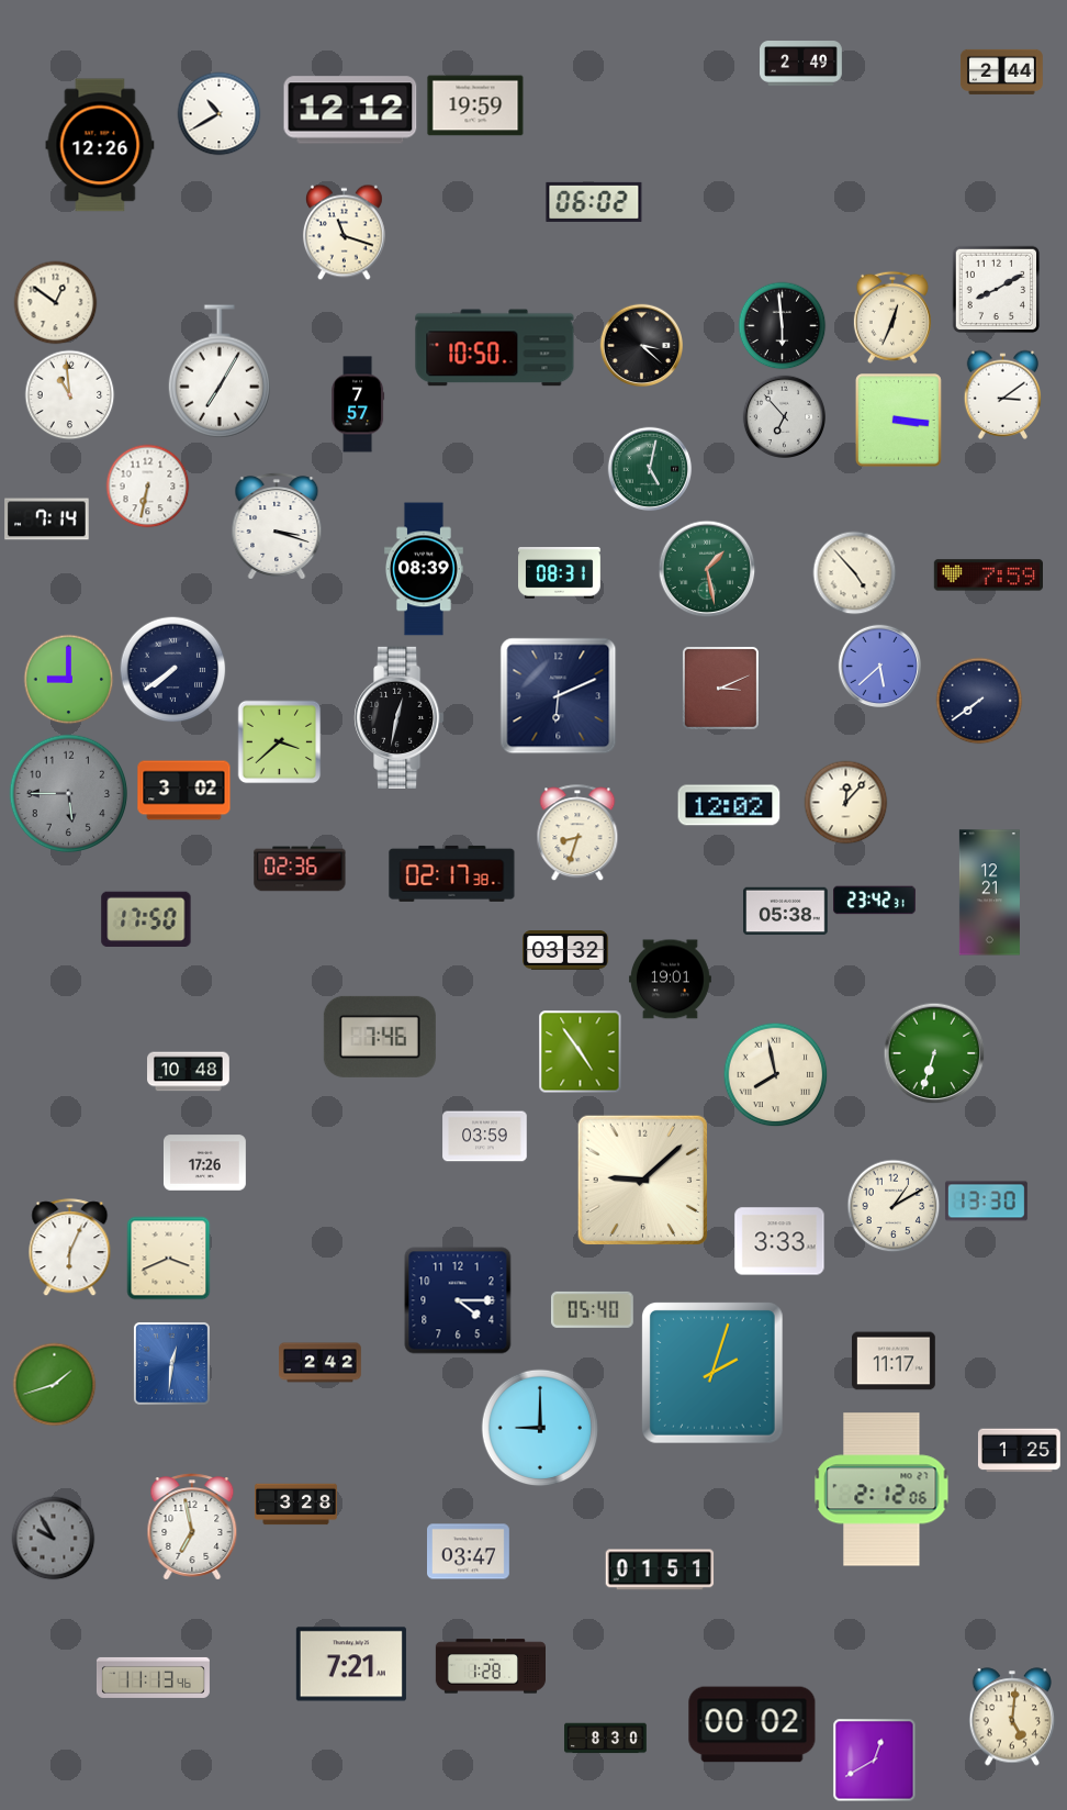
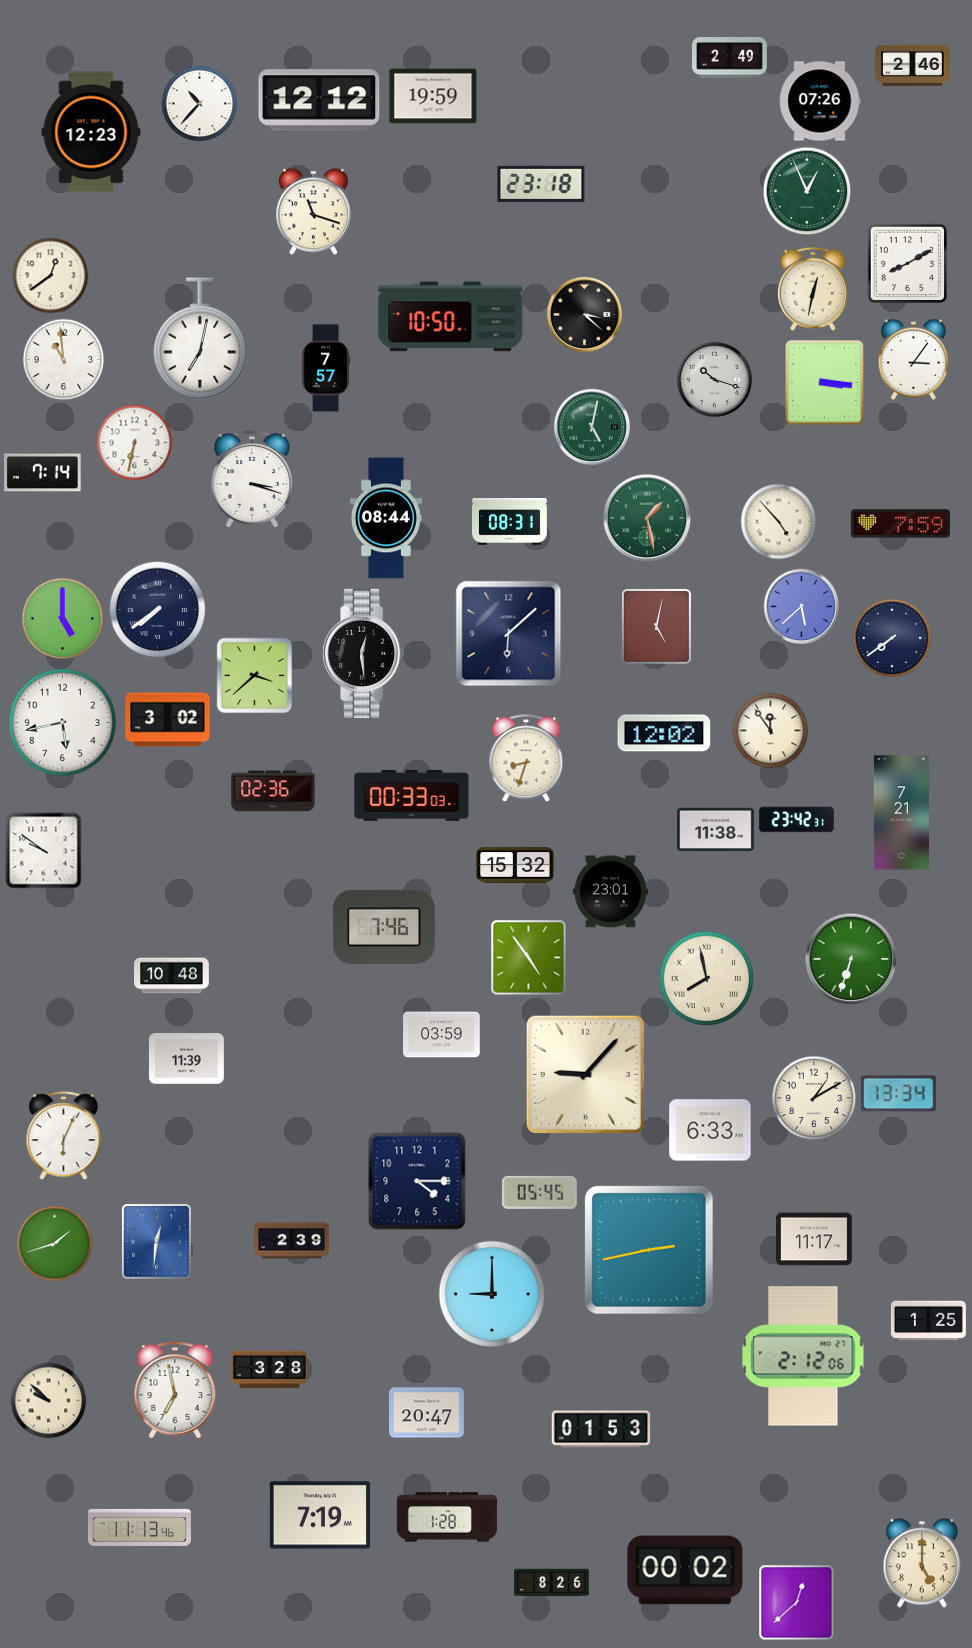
clock at (1002, 71): 2:44 -> 2:46
clock at (820, 101): none -> 07:26
clock at (220, 114): 10:40 -> 10:37
clock at (100, 145): 12:26 -> 12:23
clock at (594, 202): 06:02 -> 23:18
clock at (807, 191): none -> 12:56
clock at (56, 303): 12:51 -> 12:39
clock at (892, 317): 12:34 -> 12:32
clock at (783, 326): 5:59 -> none
clock at (220, 371): 7:05 -> 7:02
clock at (1003, 394): 3:09 -> 3:06
clock at (785, 417): 6:53 -> 10:18
clock at (899, 421) position: (899, 421) -> (825, 383)
clock at (424, 569): 08:39 -> 08:44
clock at (707, 569) position: (707, 569) -> (647, 518)
clock at (69, 680): 9:00 -> 5:00
clock at (720, 688): 3:11 -> 5:02
clock at (559, 696): 6:11 -> 6:08
clock at (400, 717): 12:32 -> 12:29
clock at (69, 794): 5:45 -> 5:43
clock at (69, 794) dial: grey -> white
clock at (846, 803): 12:07 -> 11:54
clock at (452, 873): 02:17 -> 00:33
clock at (989, 893): 12:21 -> 7:21
clock at (786, 912): 05:38 -> 11:38
clock at (146, 919): 17:50 -> none
clock at (44, 851): none -> 9:51
clock at (565, 950): 03:32 -> 15:32
clock at (670, 980): 19:01 -> 23:01
clock at (380, 1037) position: (380, 1037) -> (384, 927)
clock at (205, 1163): 17:26 -> 11:39
clock at (642, 1180): 9:08 -> 9:07
clock at (986, 1202): 13:30 -> 13:34
clock at (779, 1241): 3:33 -> 6:33
clock at (169, 1259): 3:41 -> none
clock at (458, 1300) position: (458, 1300) -> (417, 1181)
clock at (592, 1309): 05:40 -> 05:45
clock at (321, 1363): 2:42 -> 2:39
clock at (712, 1373): 2:03 -> 2:43
clock at (55, 1385) position: (55, 1385) -> (55, 1244)
clock at (540, 1428) position: (540, 1428) -> (492, 1294)
clock at (54, 1539): 9:55 -> 9:52
clock at (54, 1539) dial: grey -> cream
clock at (469, 1552): 03:47 -> 20:47
clock at (660, 1569): 01:51 -> 01:53
clock at (351, 1664): 7:21 -> 7:19
clock at (1012, 1717): 5:01 -> 5:00
clock at (606, 1739): 8:30 -> 8:26
clock at (875, 1761): 12:40 -> 12:38
